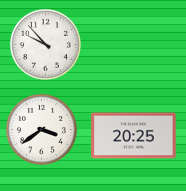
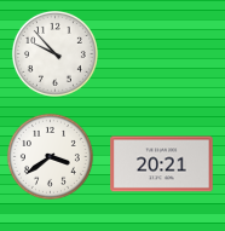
clock at (134, 136): 20:25 -> 20:21
